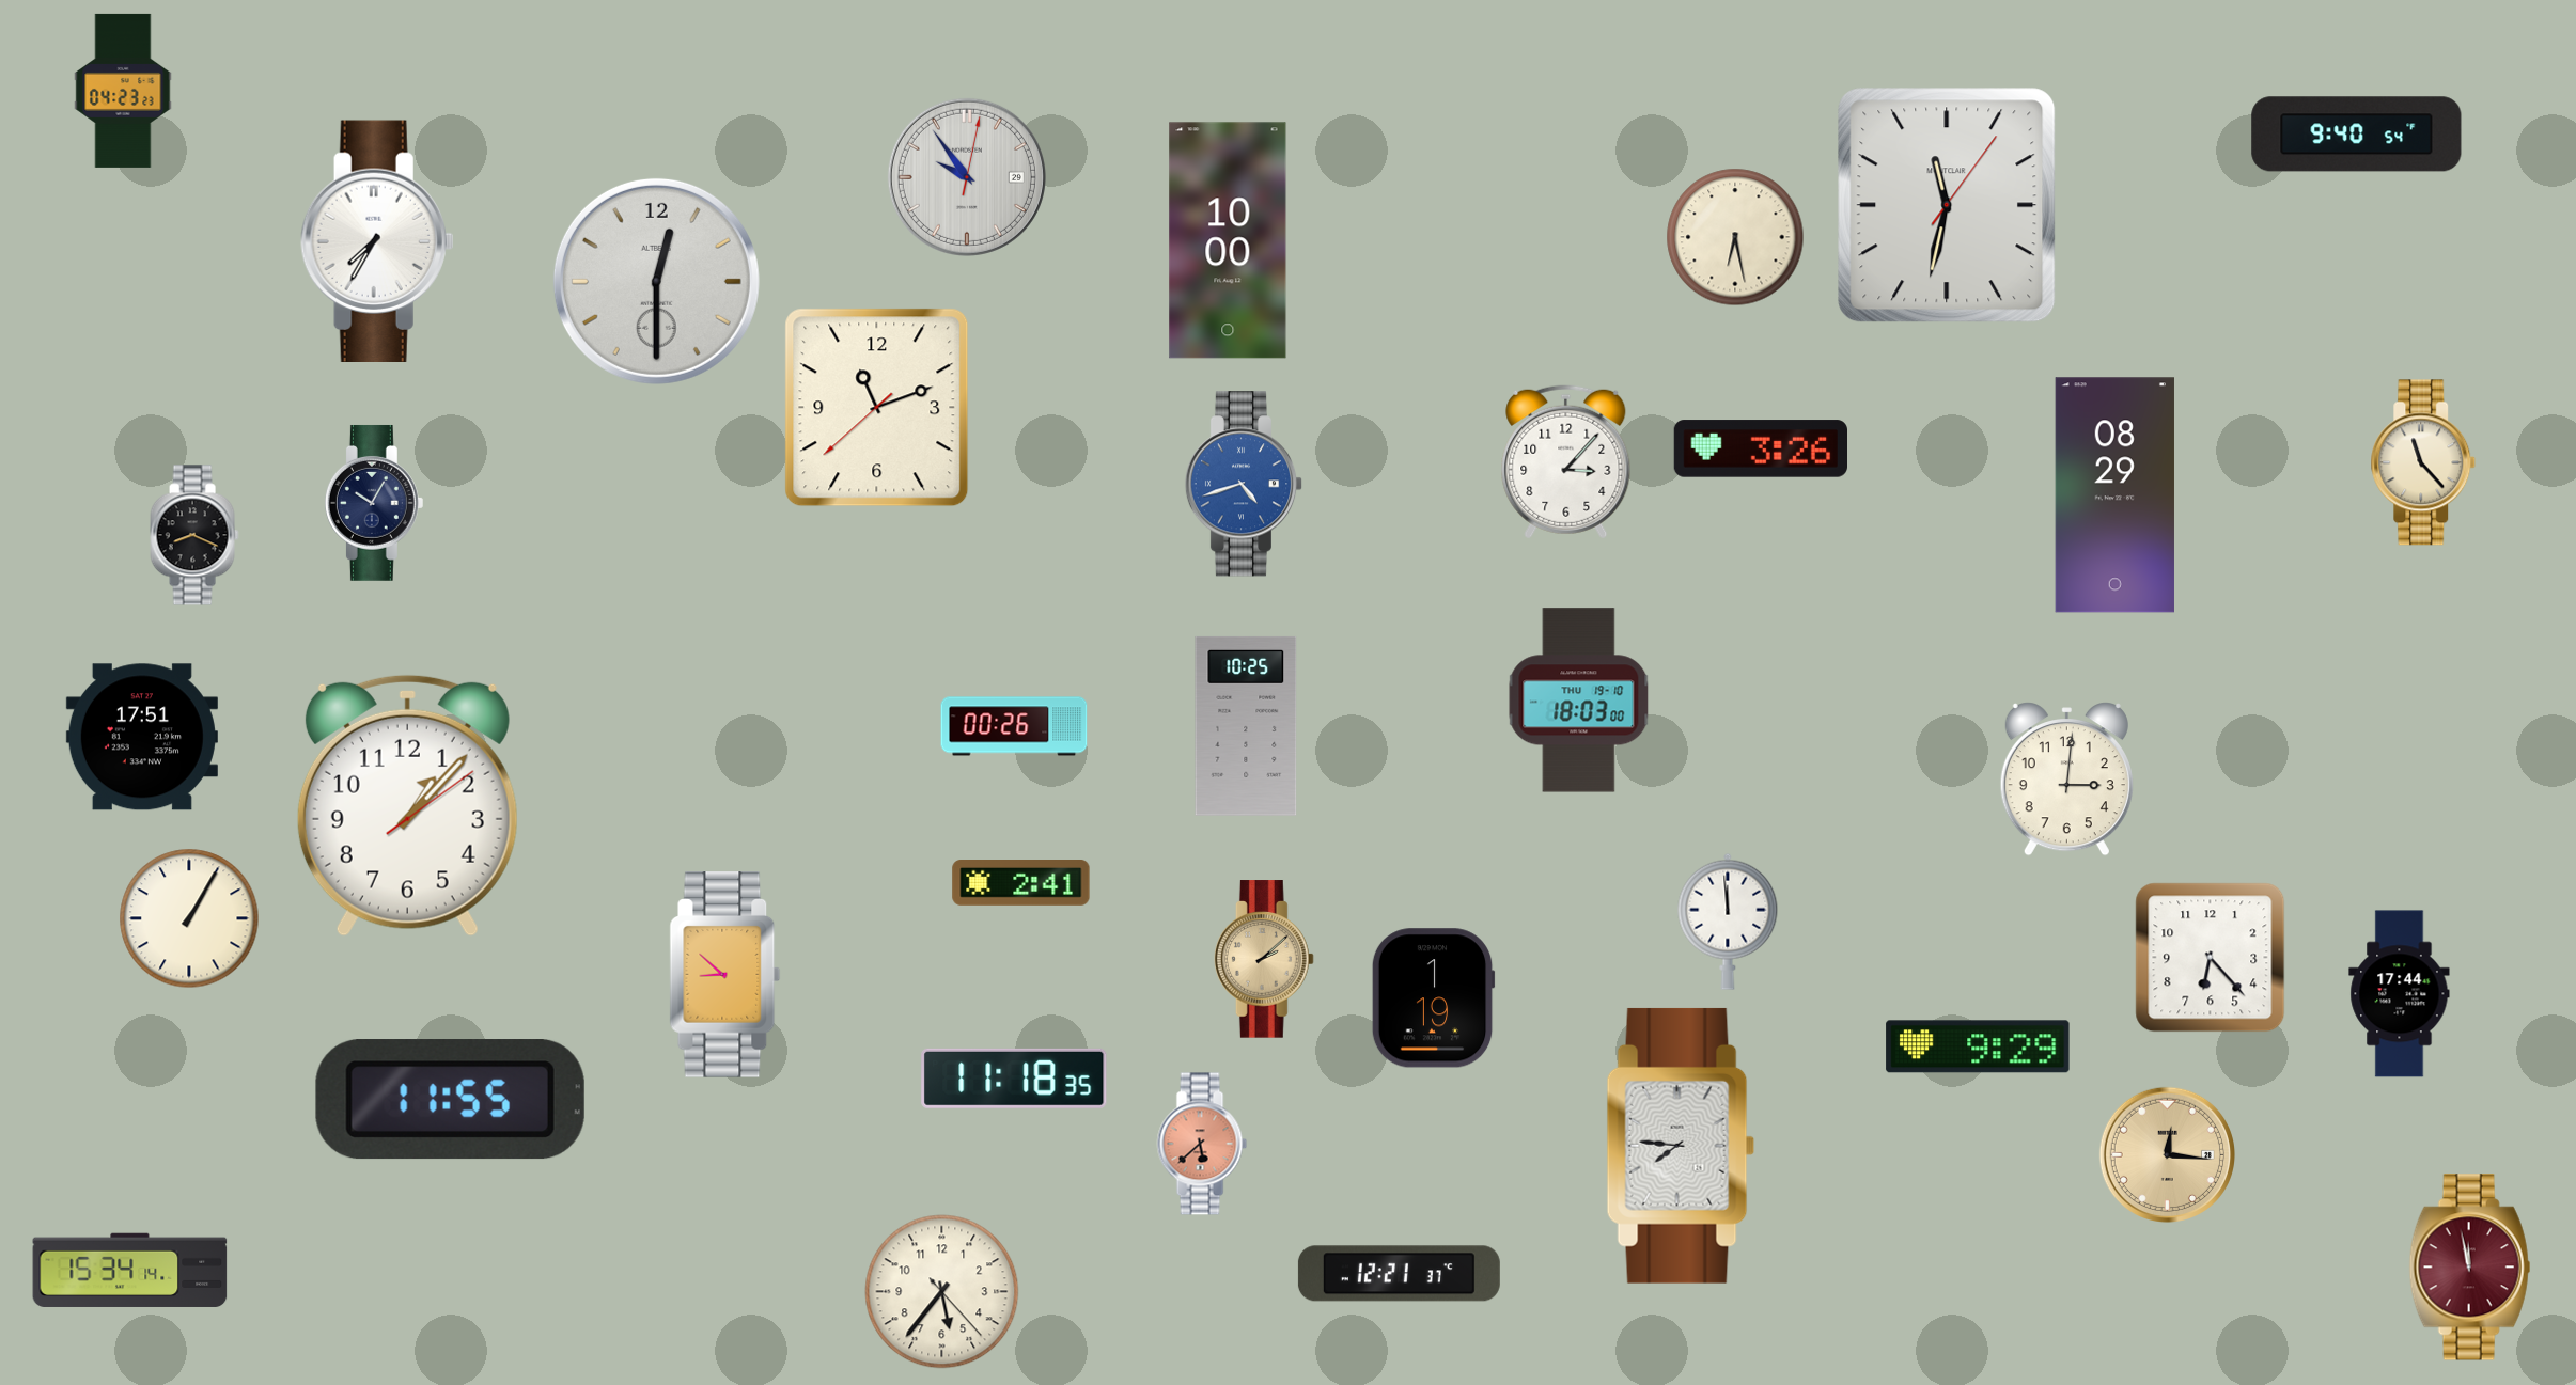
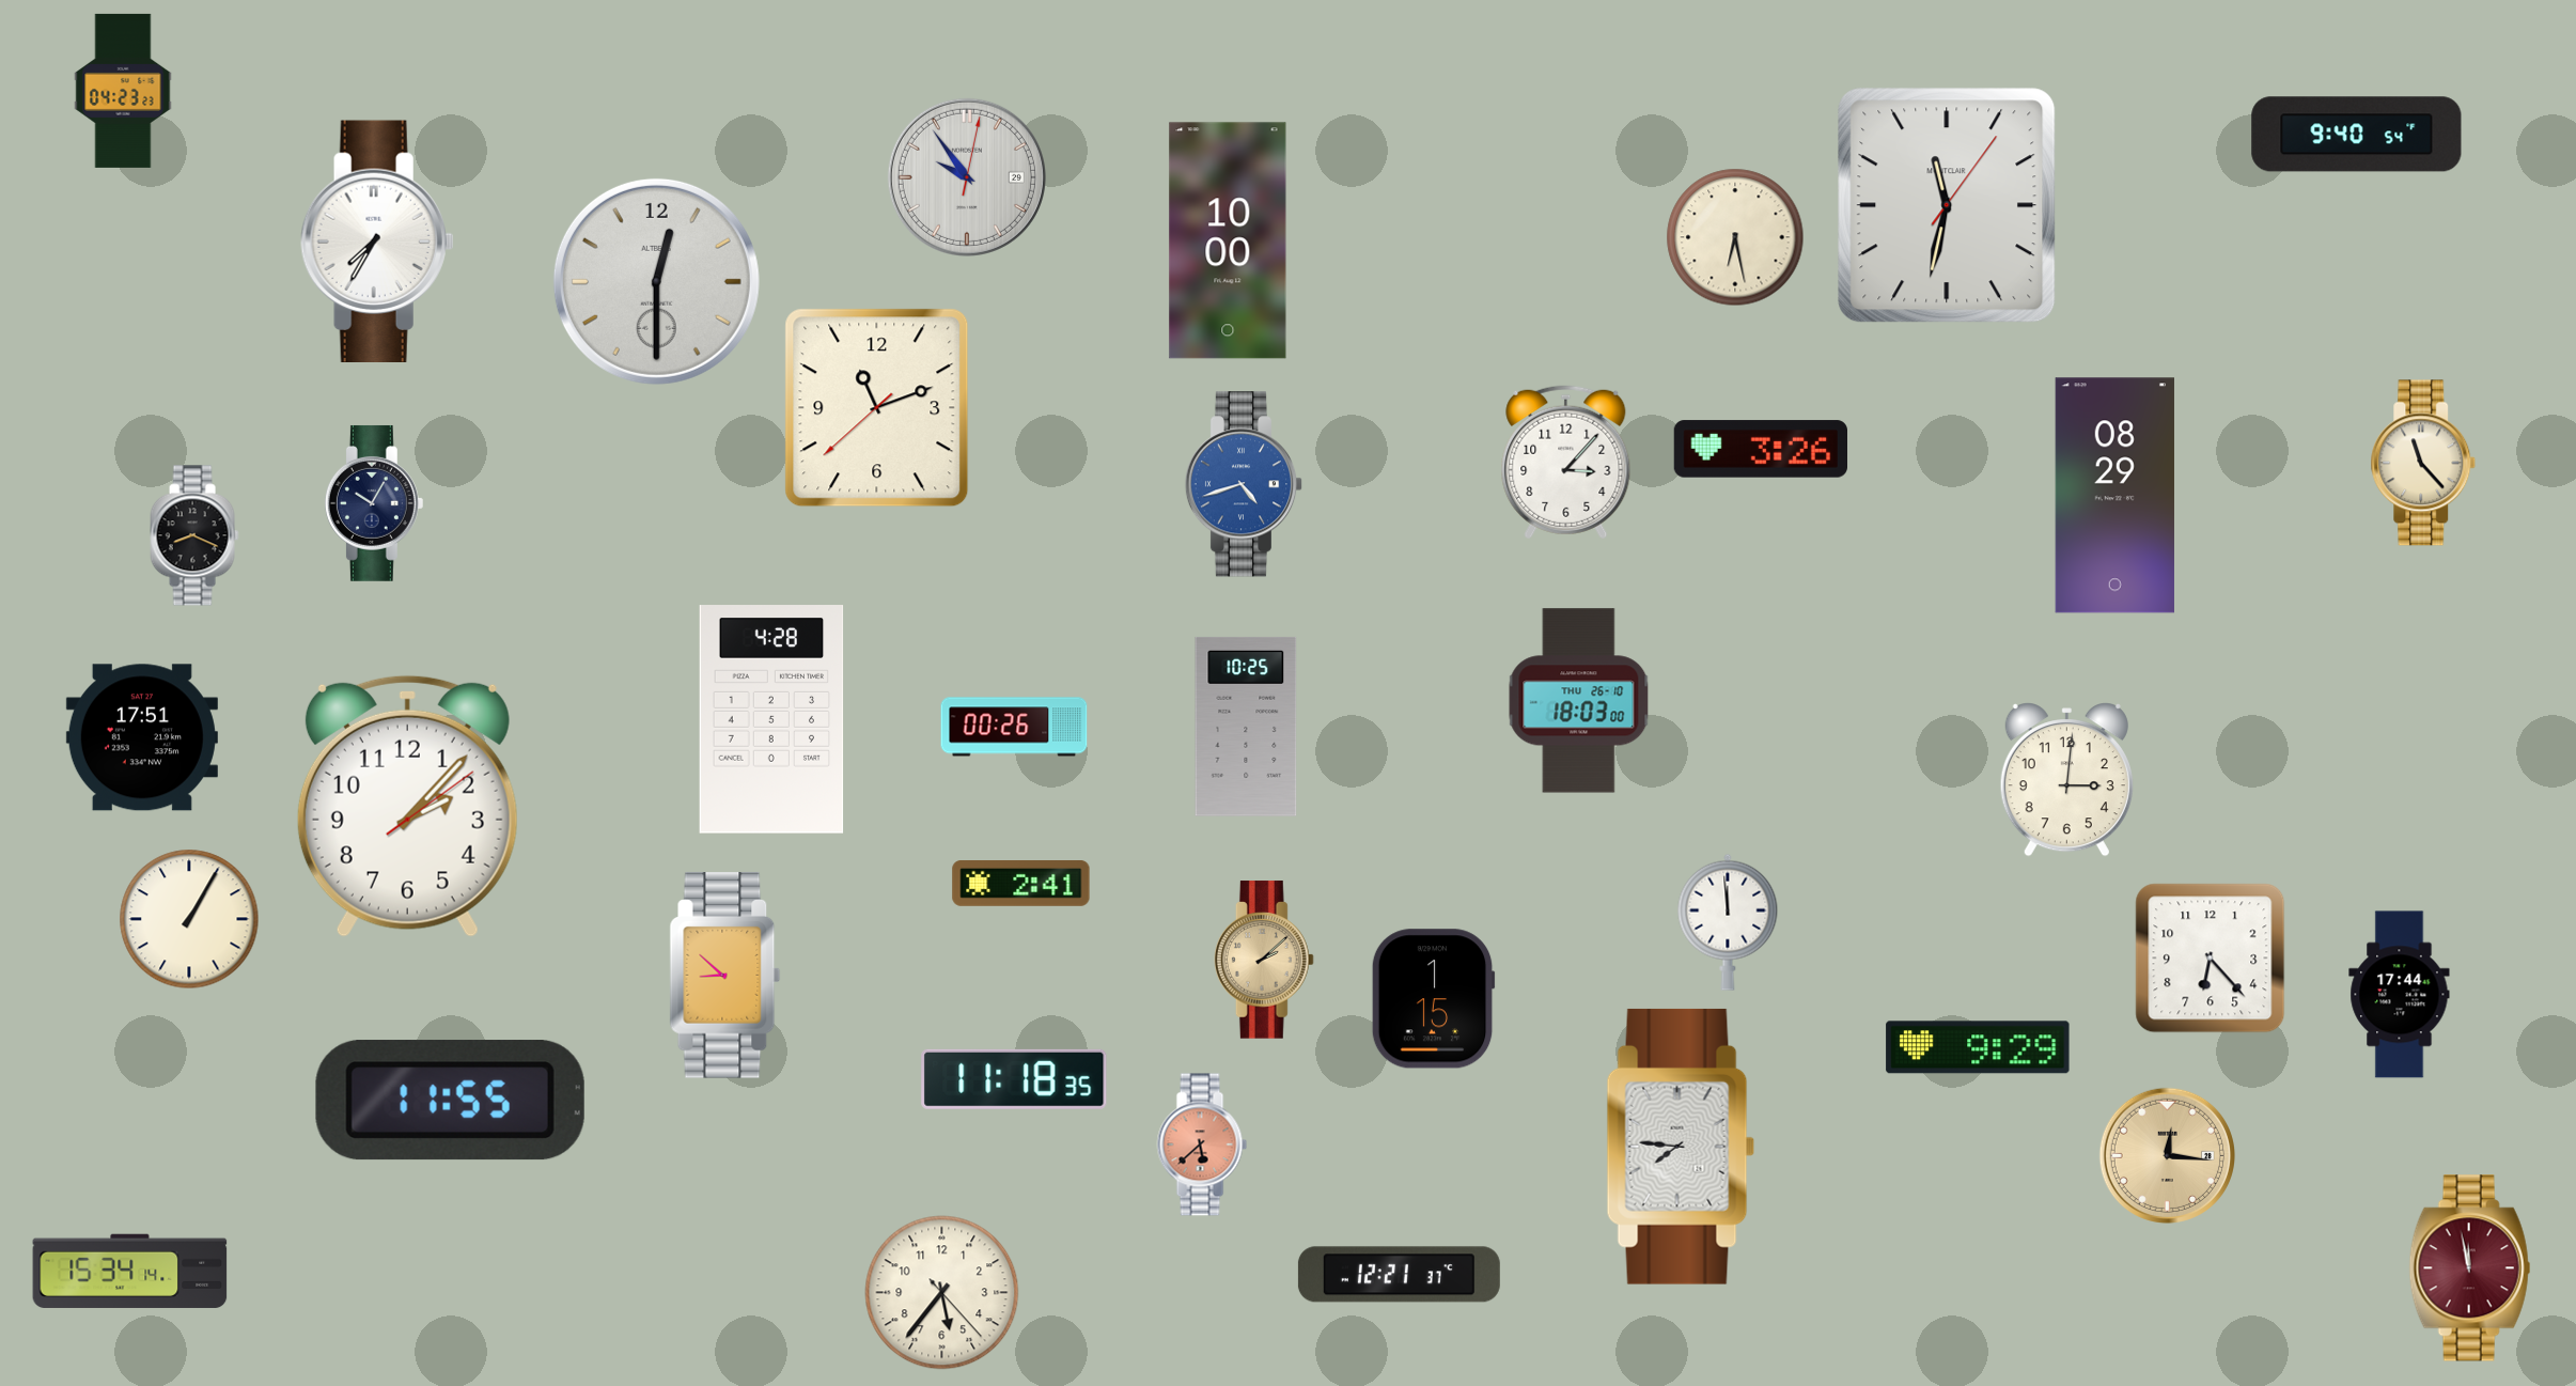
clock at (1579, 701) date: THU 19-10 -> THU 26-10
clock at (771, 719): none -> 4:28
clock at (407, 805): 1:07 -> 2:07
clock at (1433, 998): 1:19 -> 1:15
